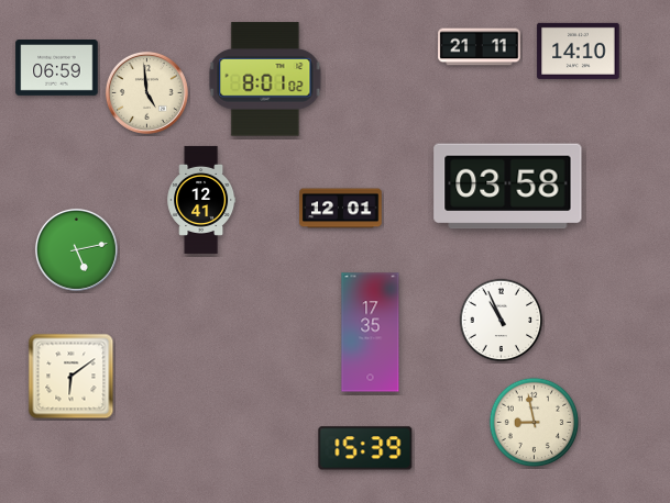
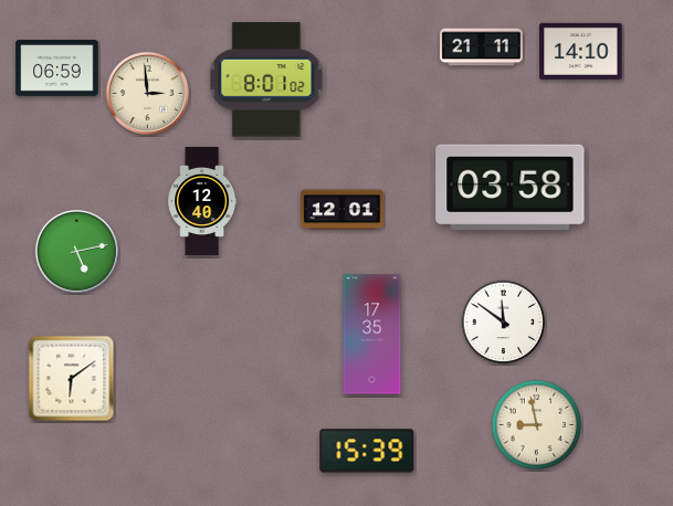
clock at (146, 92): 4:59 -> 2:59
clock at (201, 200): 12:41 -> 12:40
clock at (502, 321): 10:56 -> 11:51
